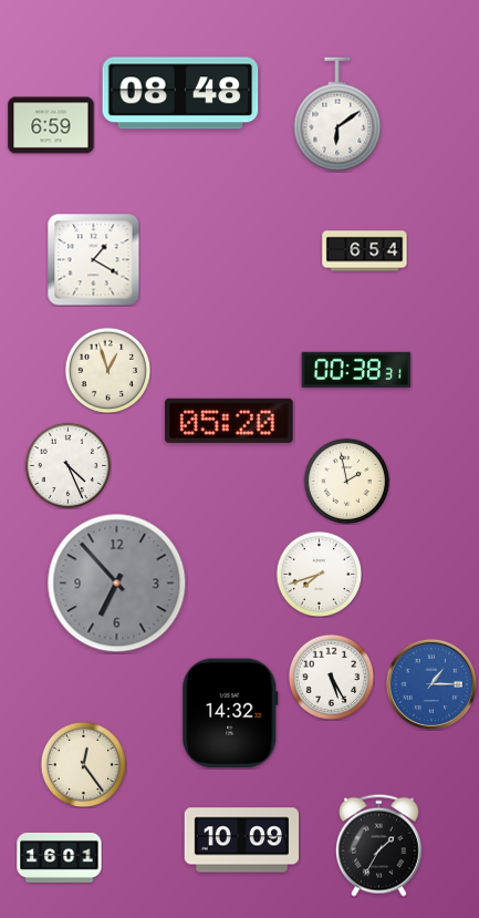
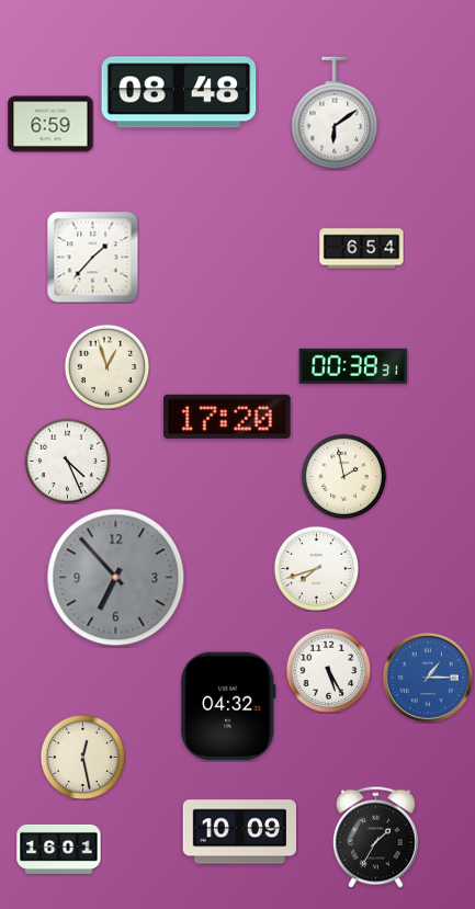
clock at (94, 260): 1:20 -> 1:37
clock at (229, 421): 05:20 -> 17:20
clock at (230, 713): 14:32 -> 04:32
clock at (83, 764): 12:24 -> 12:28
